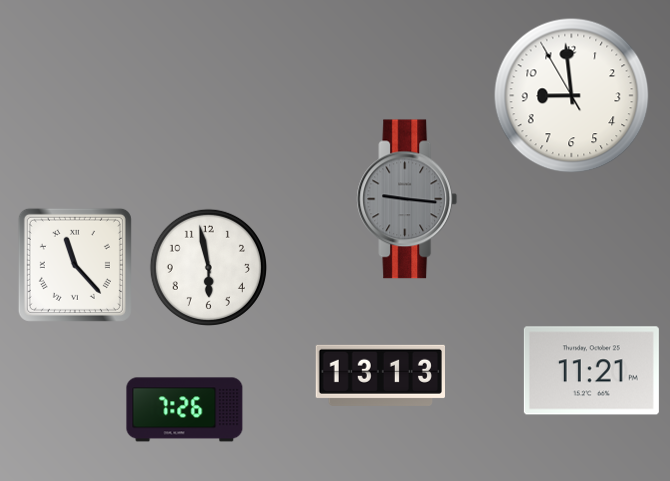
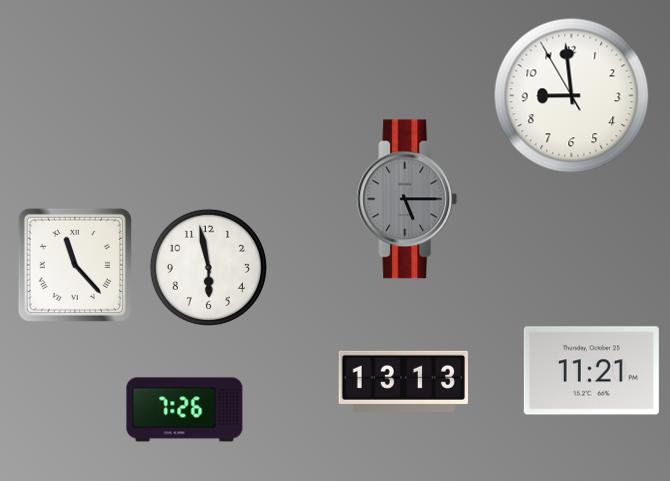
clock at (407, 199): 9:16 -> 5:15
clock at (380, 375) position: (380, 375) -> (403, 381)
